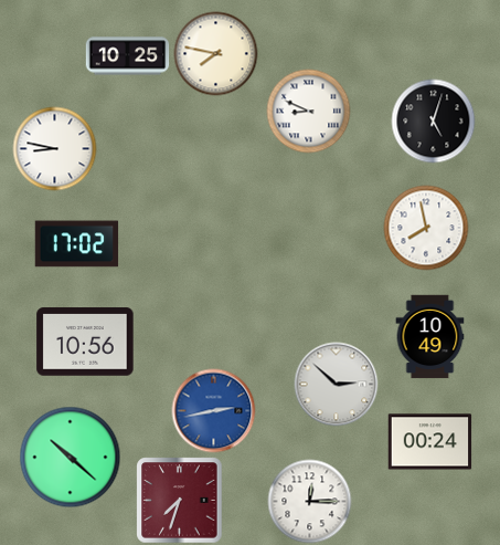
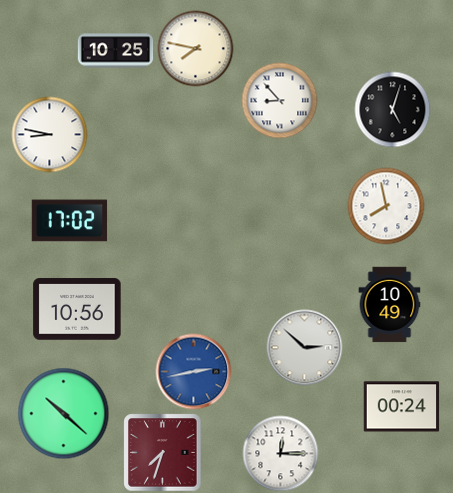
clock at (309, 112): 8:49 -> 8:53
clock at (430, 442) position: (430, 442) -> (402, 407)
